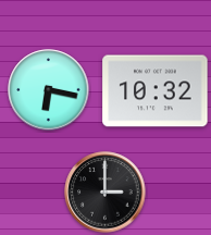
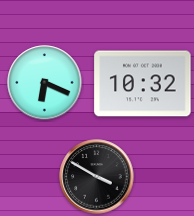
clock at (49, 90): 6:17 -> 6:19
clock at (105, 193): 3:00 -> 3:50
